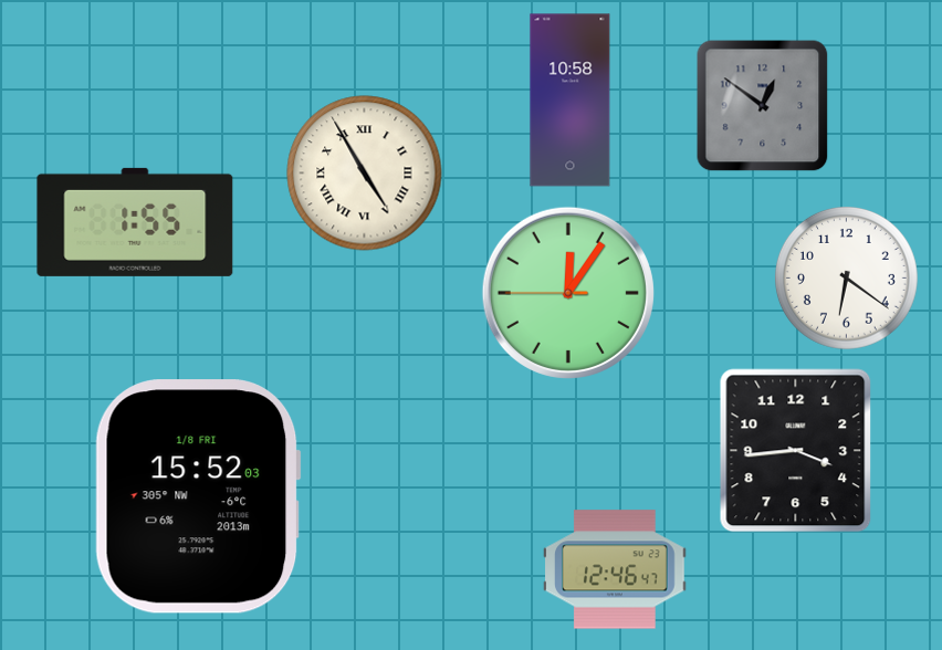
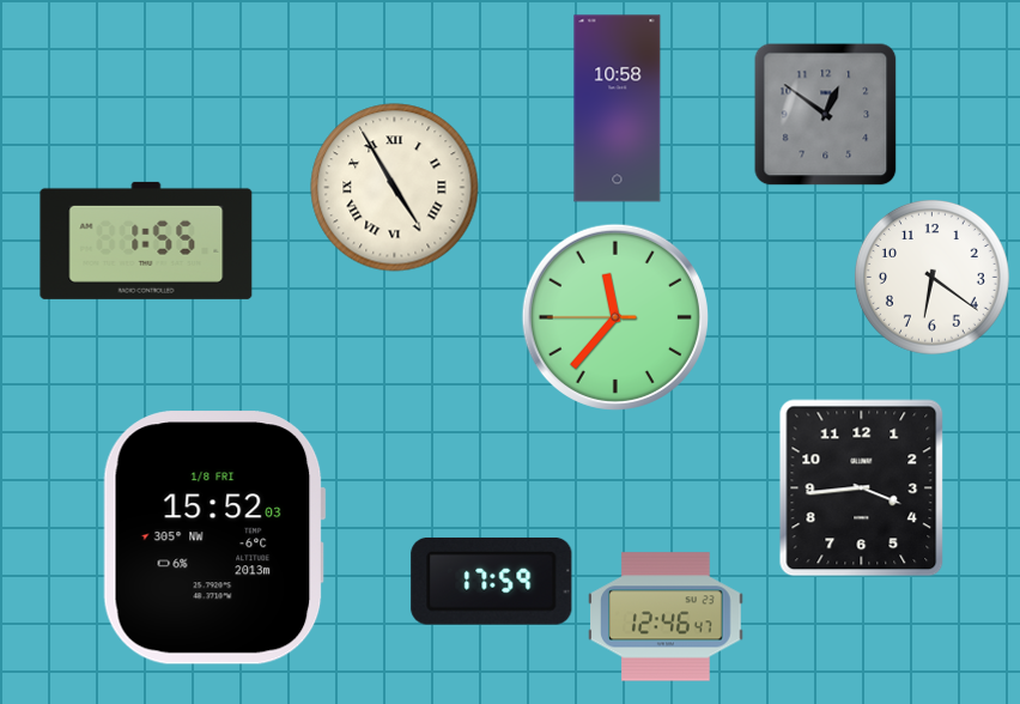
clock at (846, 277) position: (846, 277) -> (931, 277)
clock at (568, 293): 12:05 -> 11:36
clock at (492, 581): none -> 17:59
